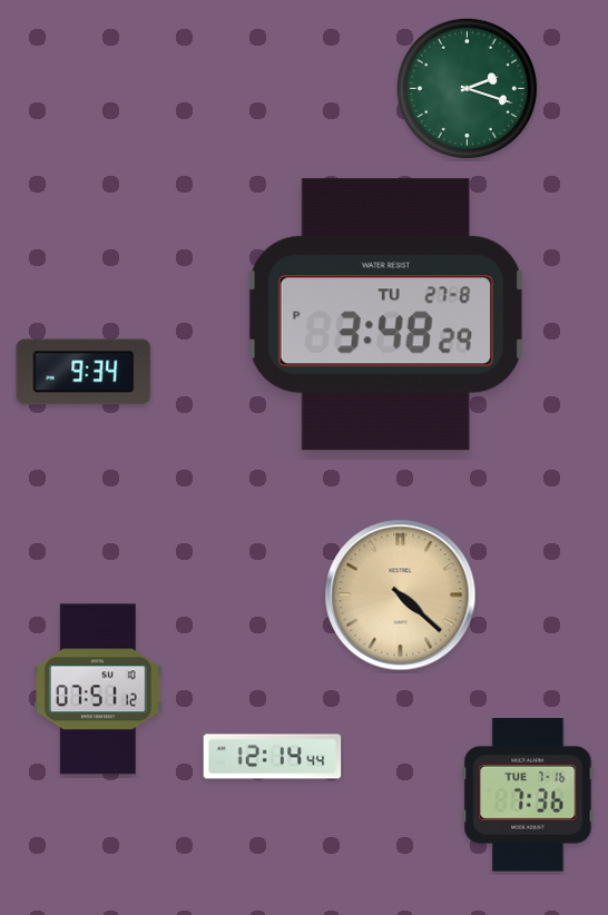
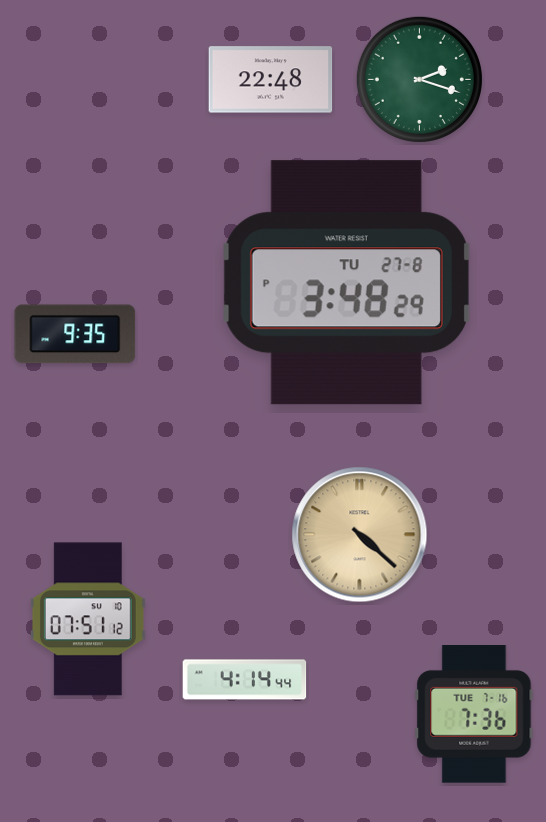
clock at (271, 80): none -> 22:48
clock at (84, 372): 9:34 -> 9:35
clock at (273, 757): 12:14 -> 4:14
